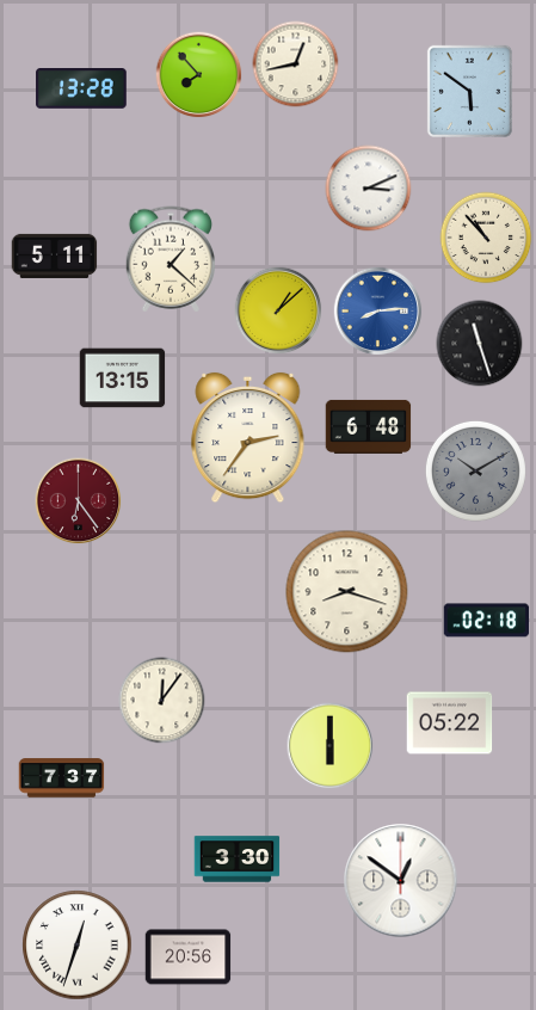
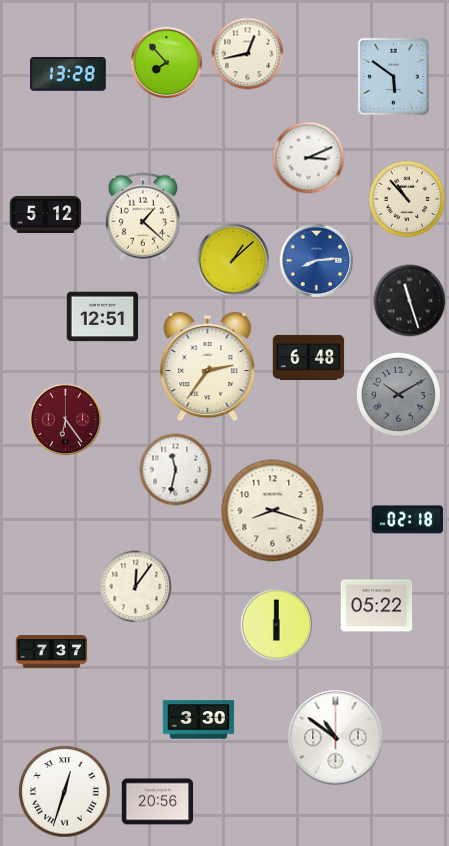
clock at (55, 255): 5:11 -> 5:12
clock at (480, 344) position: (480, 344) -> (410, 301)
clock at (123, 378): 13:15 -> 12:51
clock at (176, 470): none -> 11:32
clock at (347, 592) position: (347, 592) -> (273, 511)
clock at (401, 881): 12:51 -> 10:51
